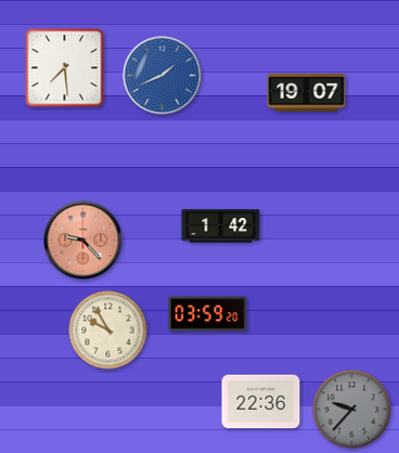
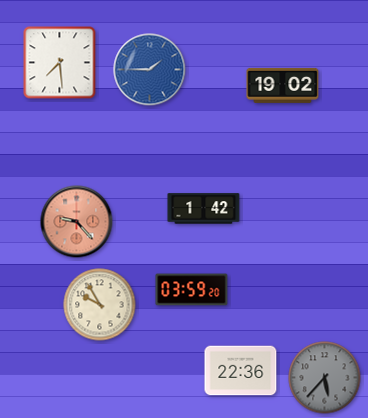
clock at (163, 76): 1:41 -> 1:45
clock at (307, 92): 19:07 -> 19:02
clock at (352, 410): 9:37 -> 5:37
